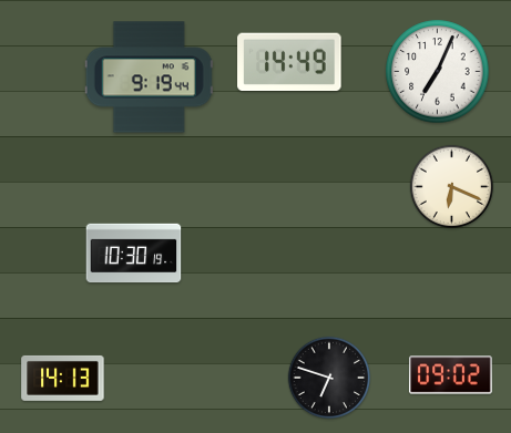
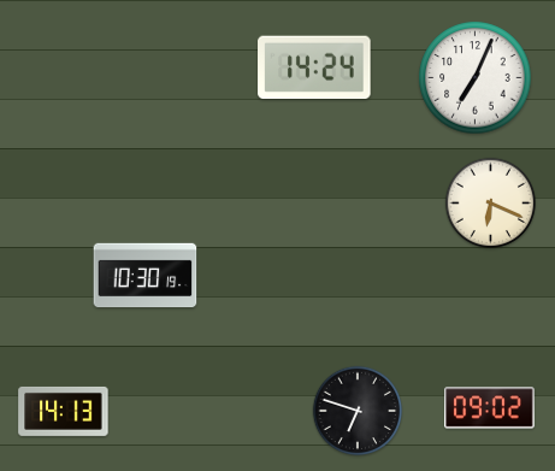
clock at (289, 62): 14:49 -> 14:24
clock at (149, 78): 9:19 -> none
clock at (63, 378) position: (63, 378) -> (64, 411)
